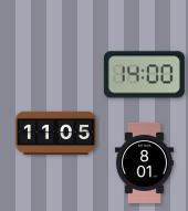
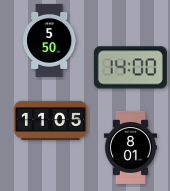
clock at (50, 40): none -> 5:50
